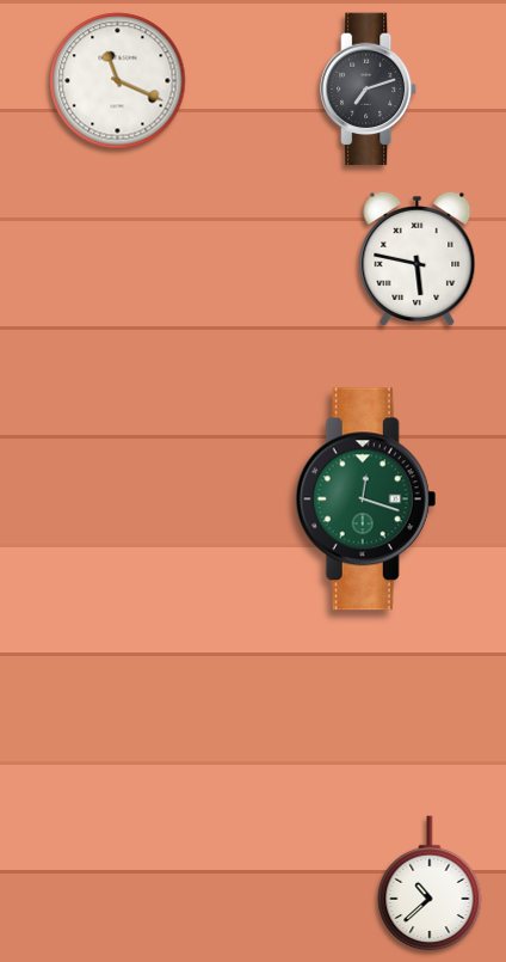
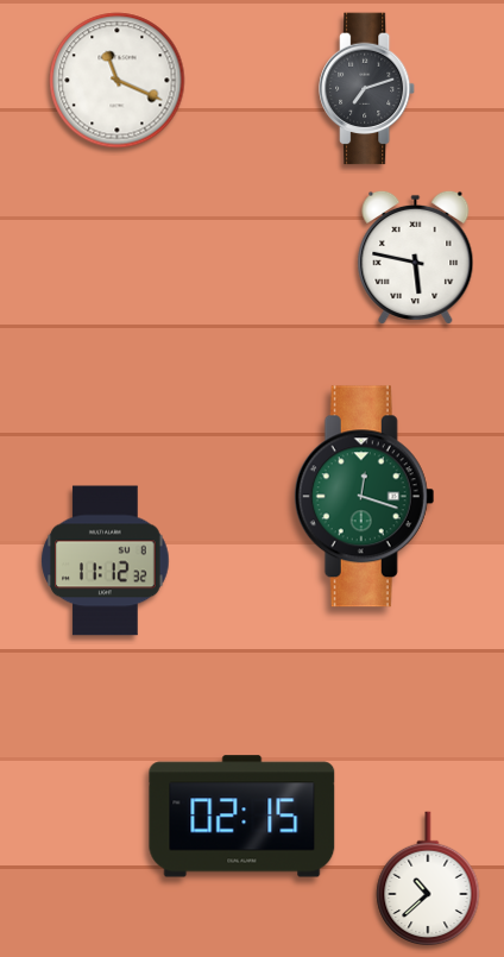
clock at (106, 561): none -> 11:12
clock at (242, 817): none -> 02:15
